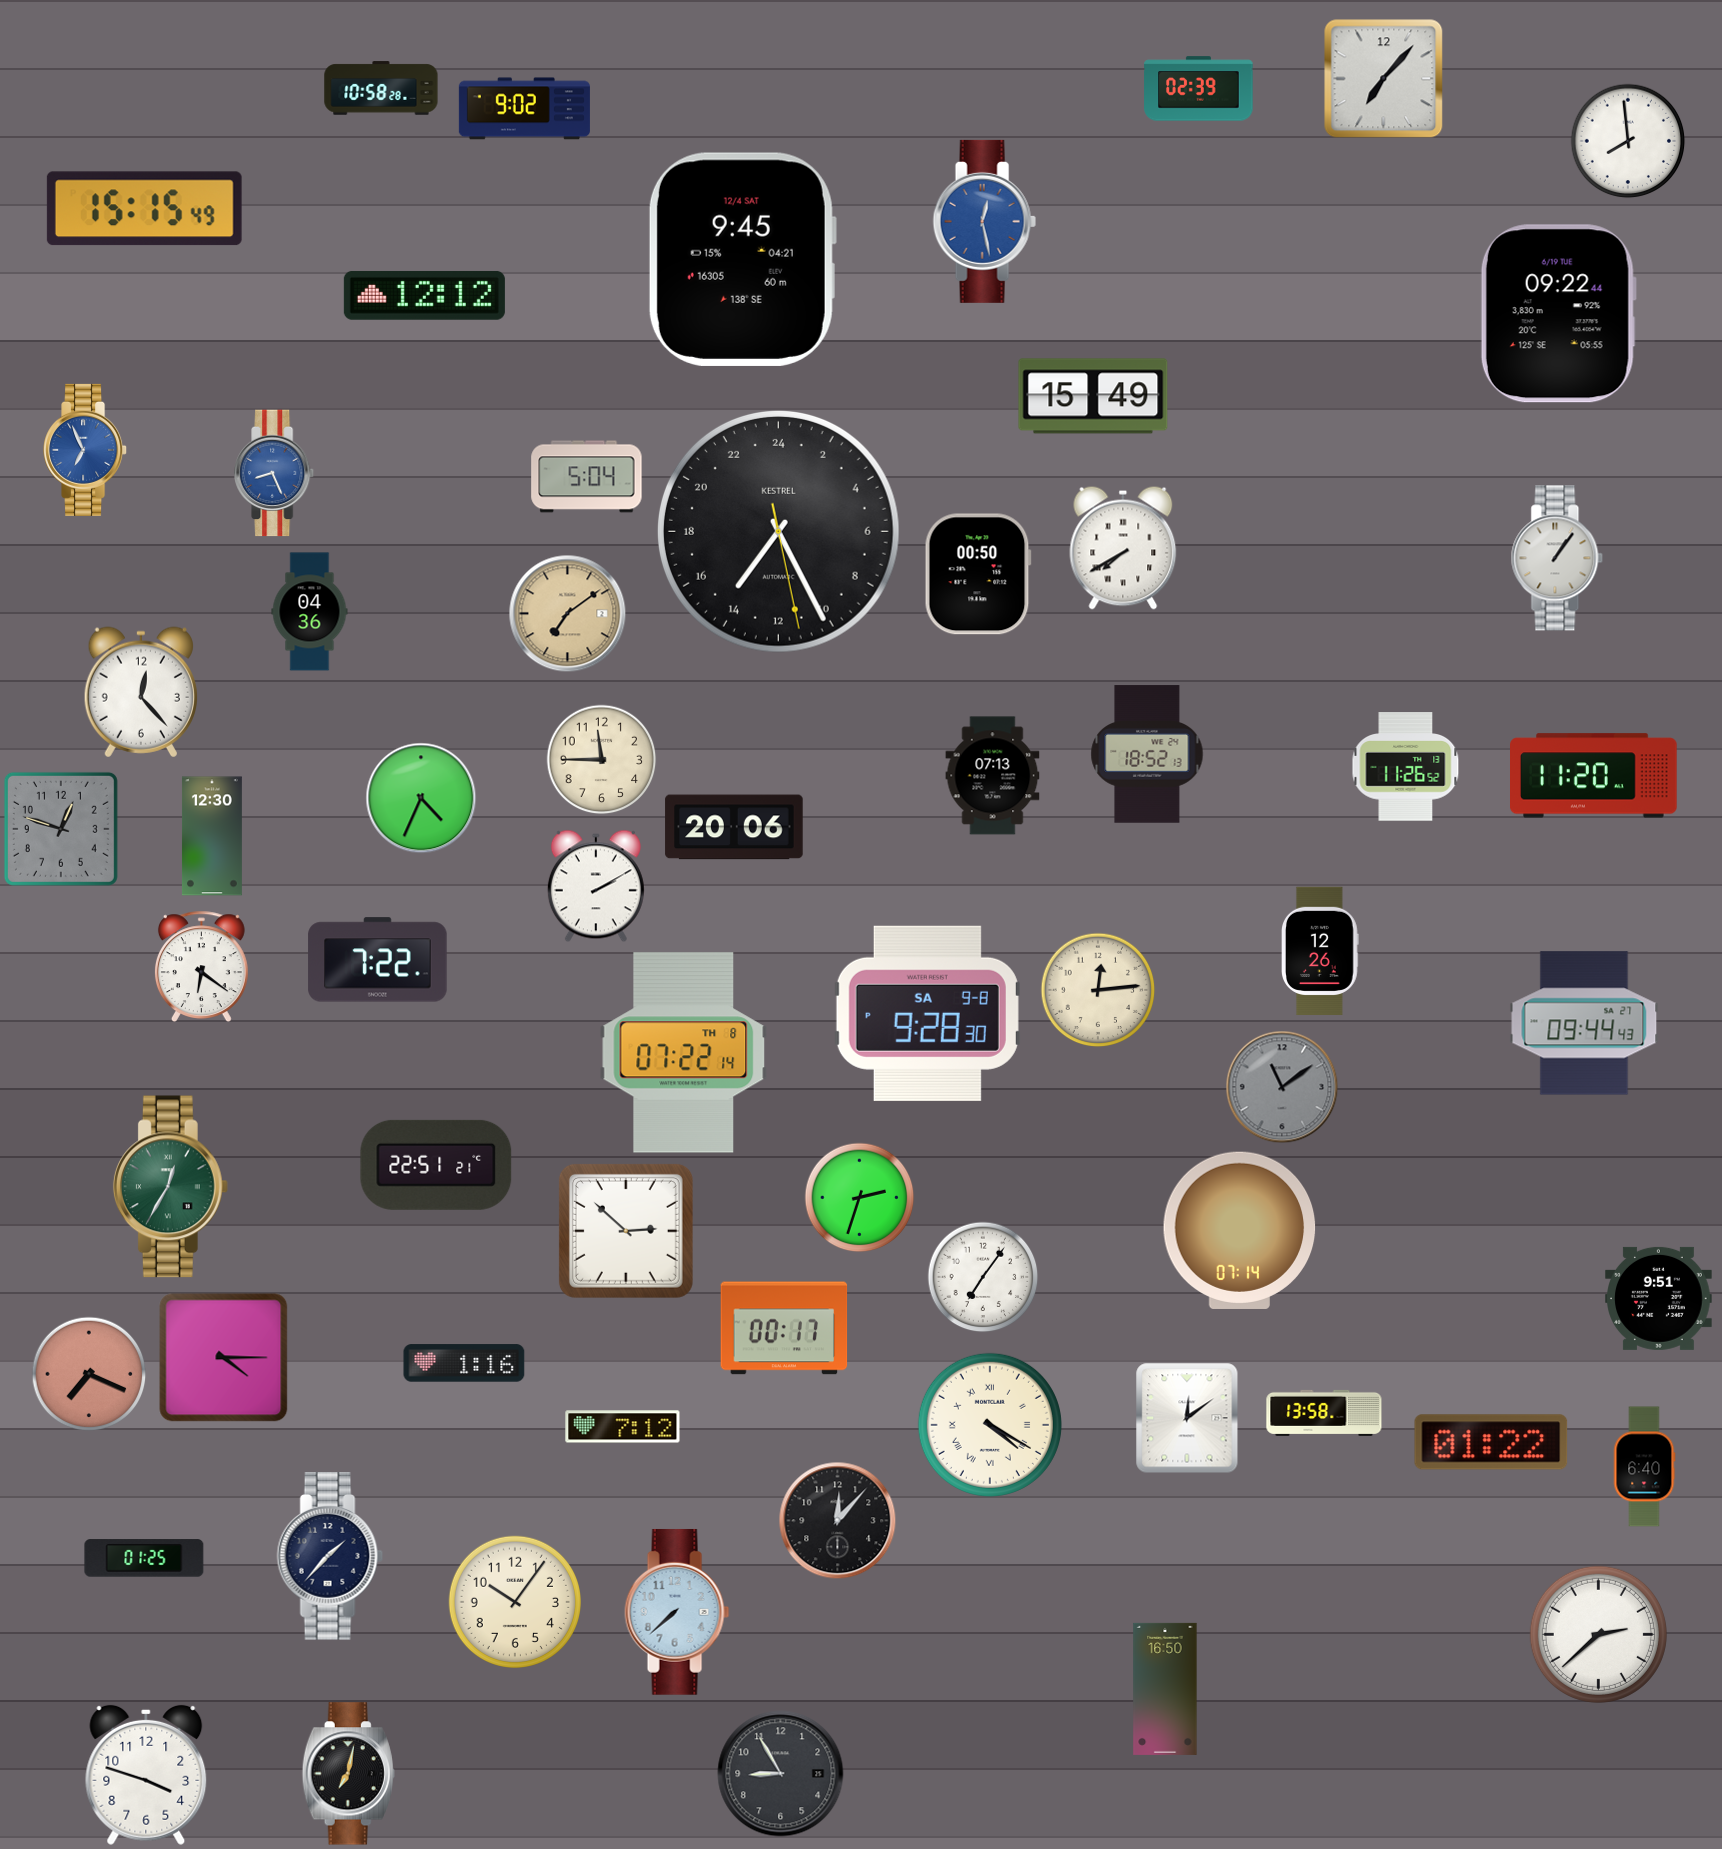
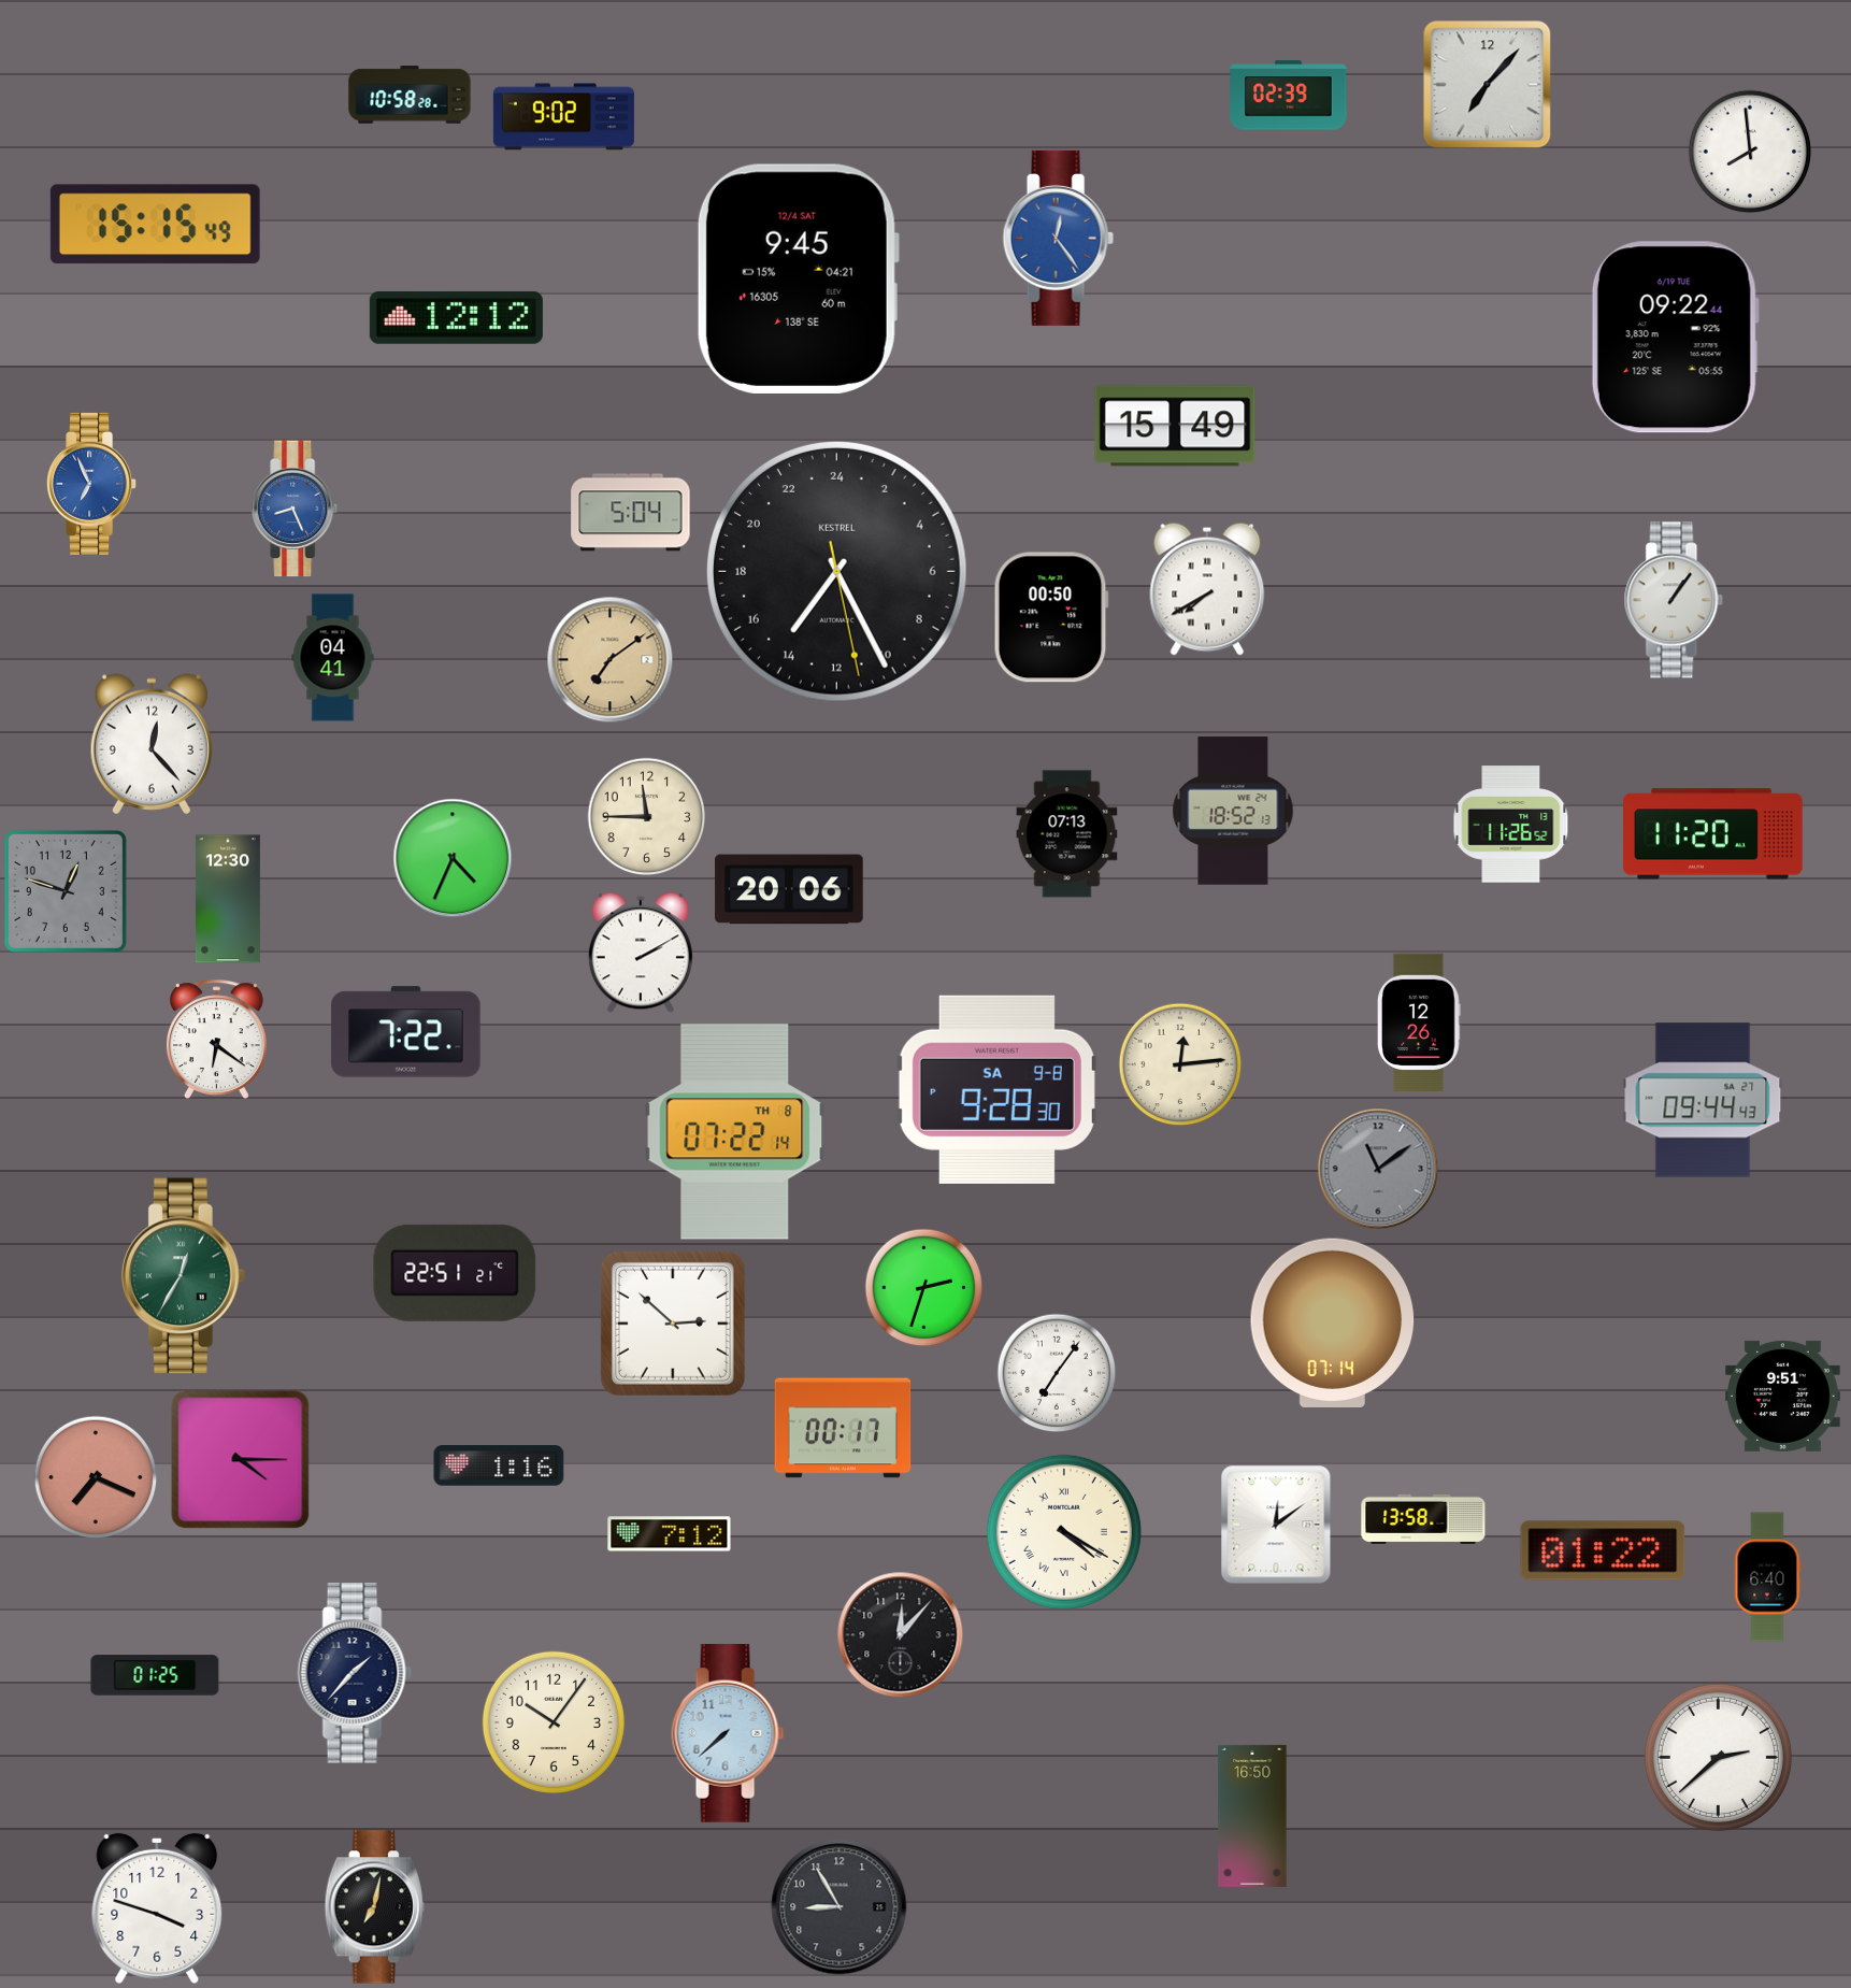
clock at (984, 221): 12:28 -> 12:24
clock at (310, 612): 04:36 -> 04:41
clock at (436, 1165) position: (436, 1165) -> (455, 1273)
